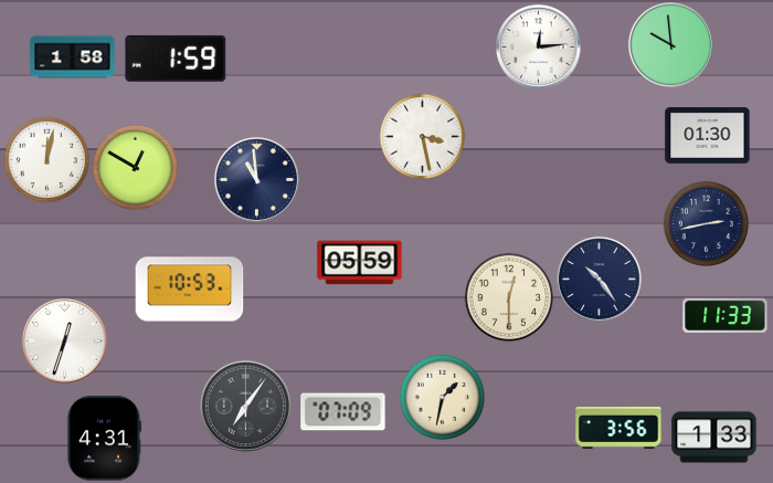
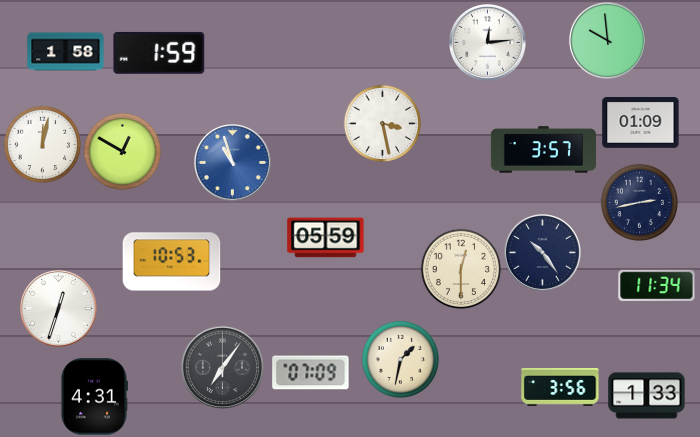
clock at (708, 136): 01:30 -> 01:09
clock at (543, 150): none -> 3:57
clock at (256, 179): 10:59 -> 10:57
clock at (256, 179) dial: navy -> blue
clock at (726, 315): 11:33 -> 11:34
